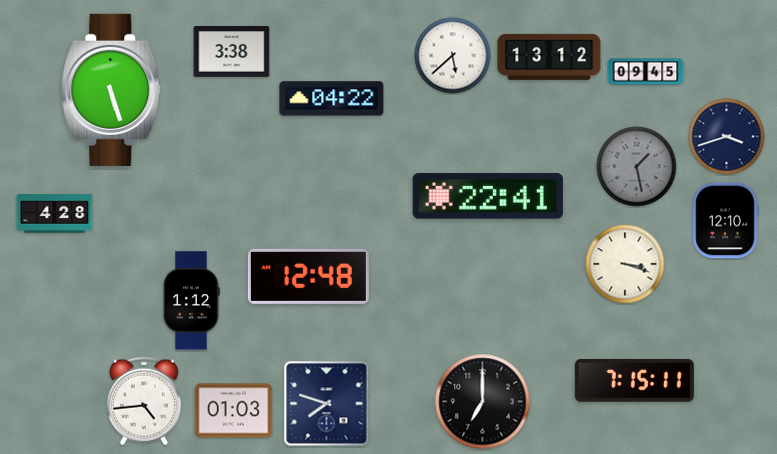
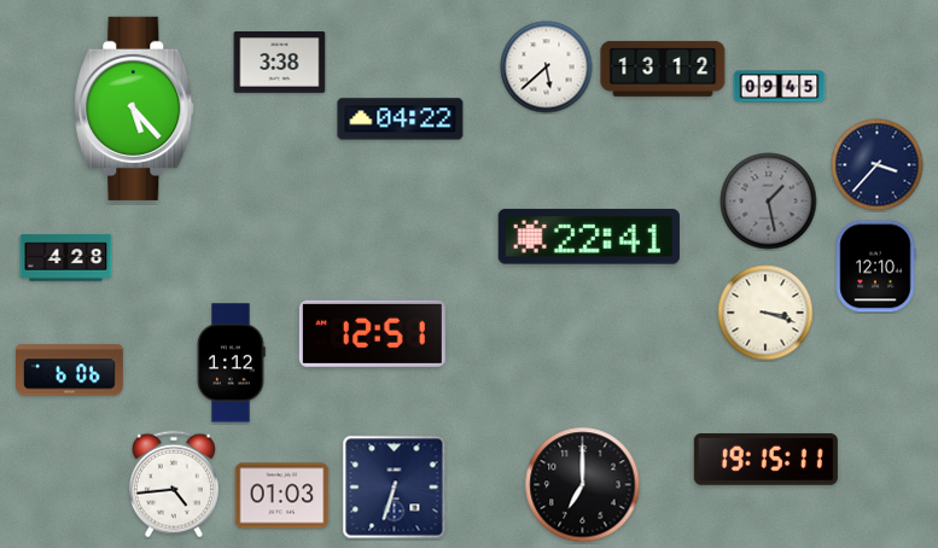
clock at (111, 90): 5:27 -> 5:23
clock at (727, 137): 3:42 -> 3:37
clock at (625, 264) position: (625, 264) -> (765, 313)
clock at (308, 276): 12:48 -> 12:51
clock at (70, 371): none -> 6:06
clock at (634, 380): 7:15 -> 19:15
clock at (327, 404): 7:48 -> 6:33
